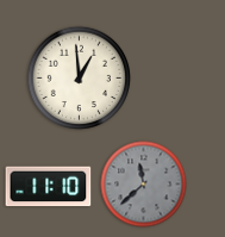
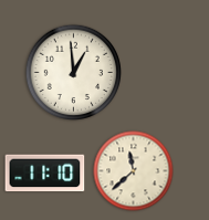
clock at (144, 185) dial: grey -> cream
